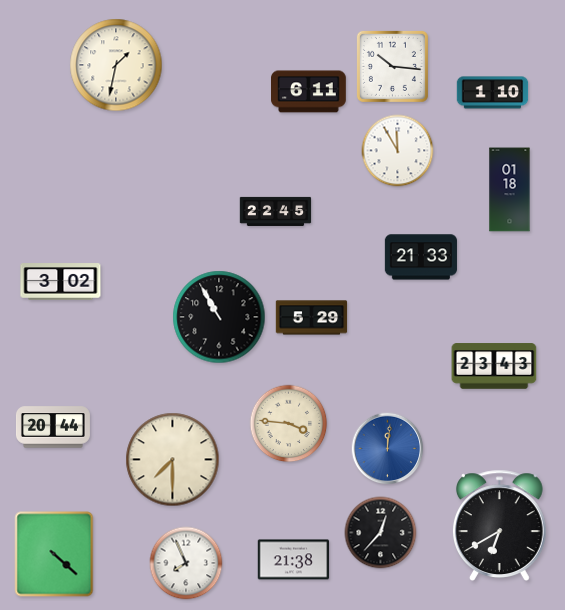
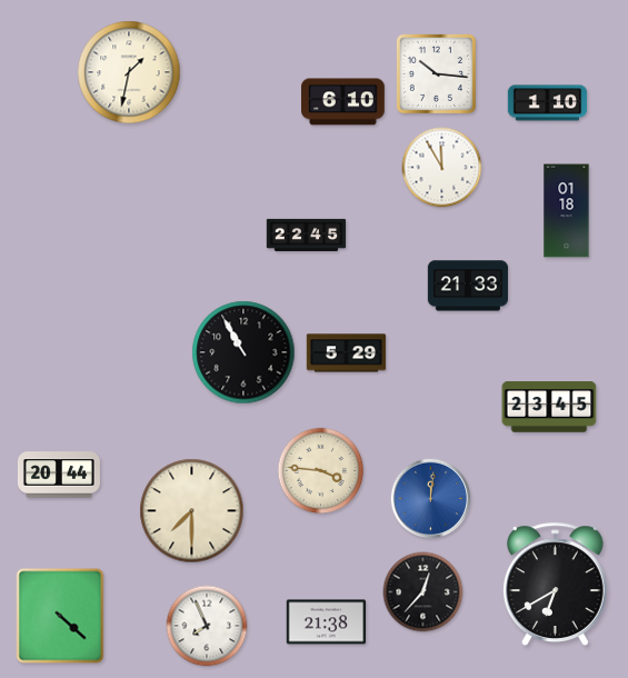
clock at (309, 92): 6:11 -> 6:10
clock at (61, 282): 3:02 -> none
clock at (494, 366): 23:43 -> 23:45
